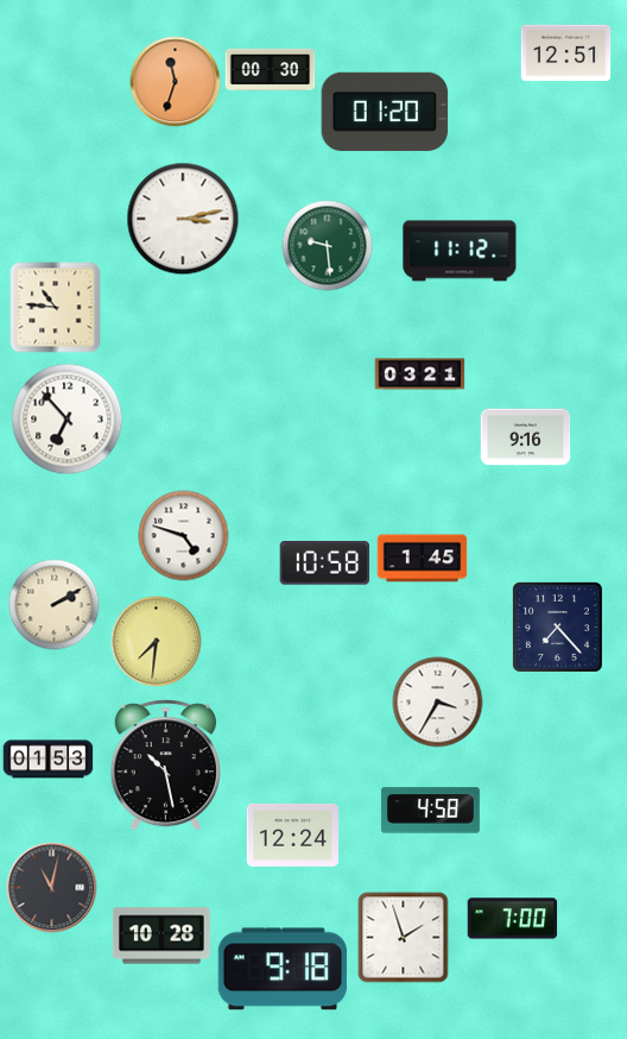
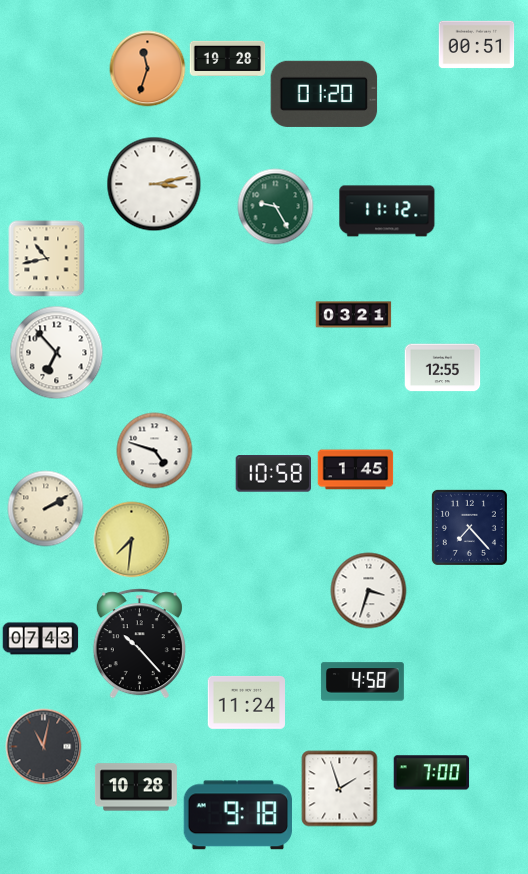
clock at (566, 53): 12:51 -> 00:51
clock at (271, 69): 00:30 -> 19:28
clock at (328, 246): 9:29 -> 9:25
clock at (56, 308): 10:46 -> 10:43
clock at (526, 437): 9:16 -> 12:55
clock at (438, 703): 3:35 -> 3:33
clock at (49, 760): 01:53 -> 07:43
clock at (165, 766): 10:28 -> 10:23
clock at (292, 835): 12:24 -> 11:24
